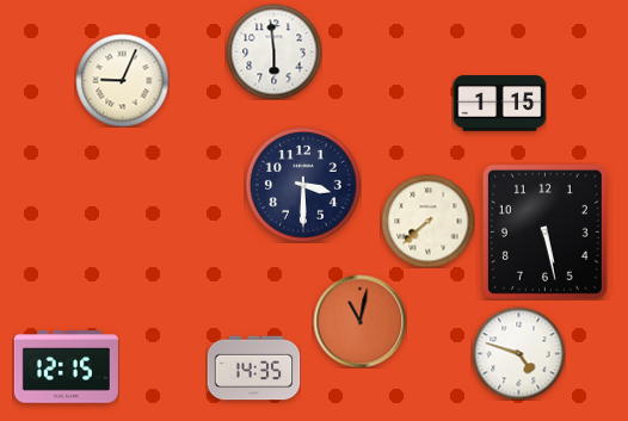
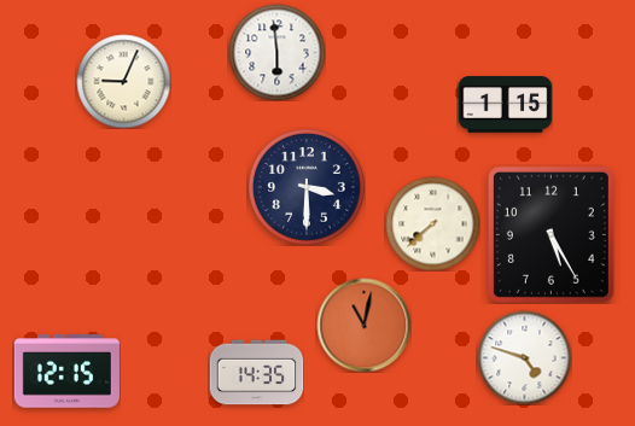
clock at (544, 231): 5:28 -> 5:25
